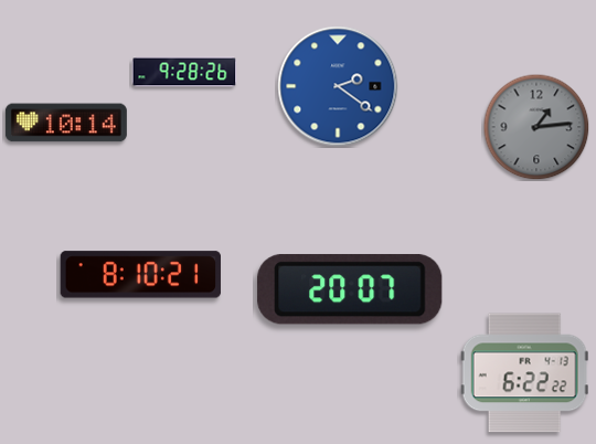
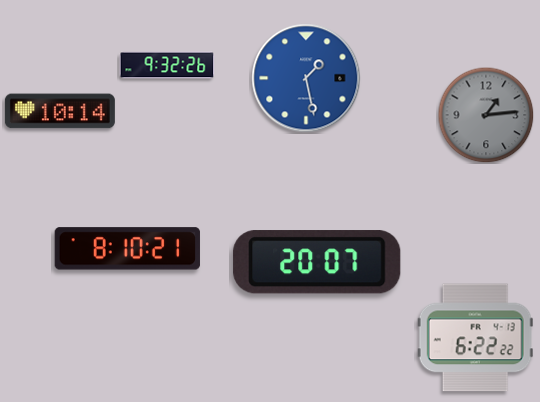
clock at (184, 72): 9:28 -> 9:32
clock at (338, 86): 2:21 -> 1:28
